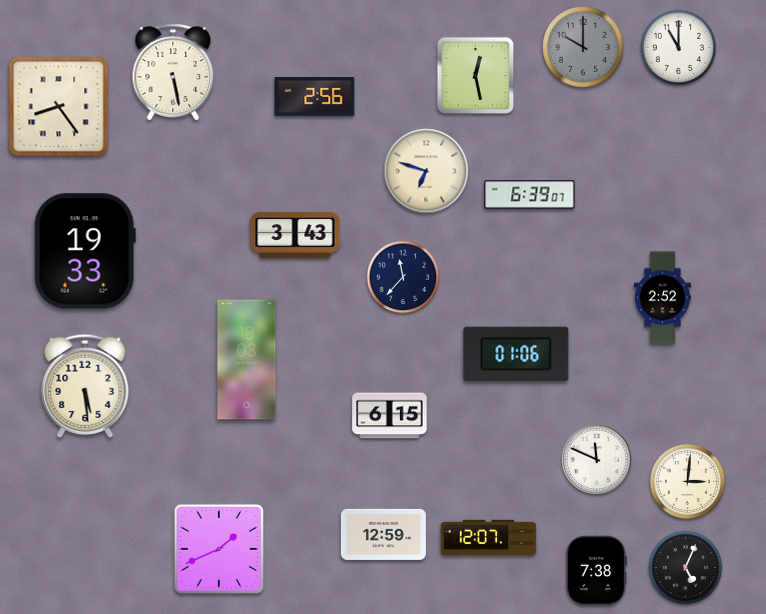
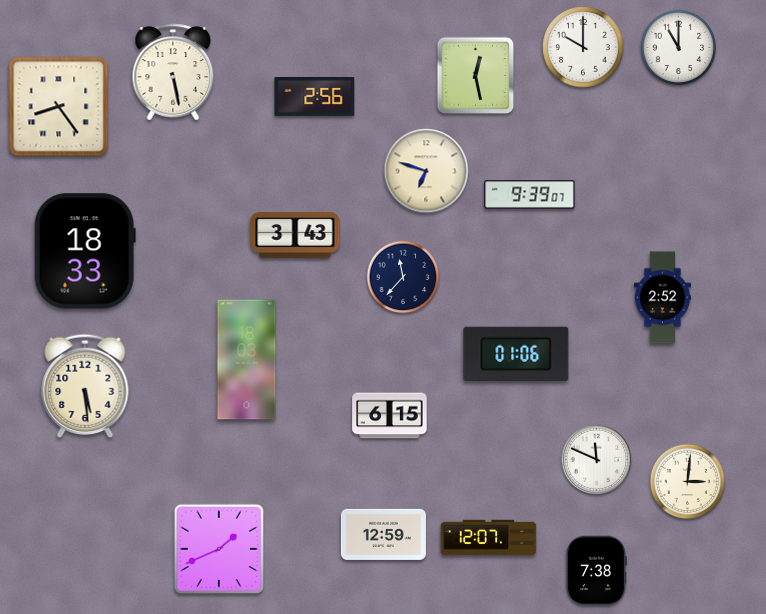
clock at (583, 47) dial: grey -> white
clock at (530, 195): 6:39 -> 9:39
clock at (85, 251): 19:33 -> 18:33
clock at (686, 568): 5:04 -> none
